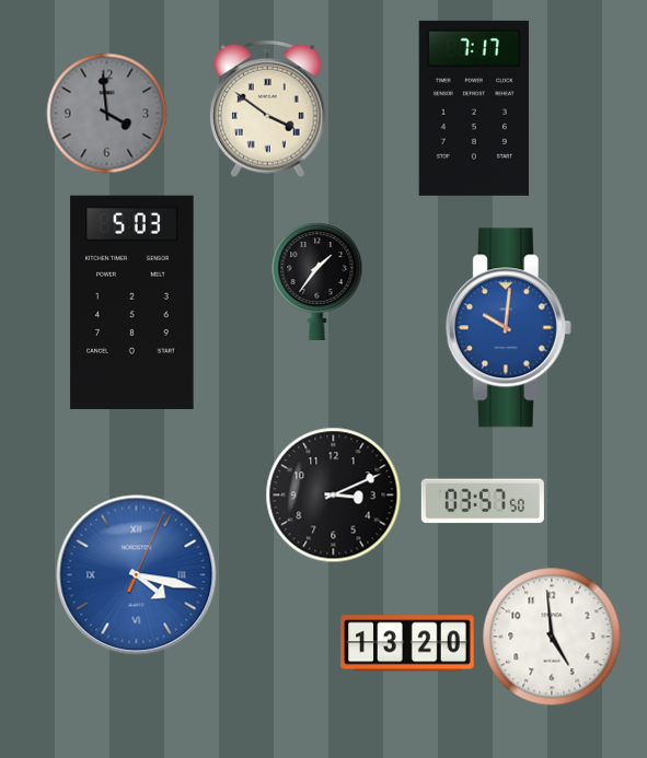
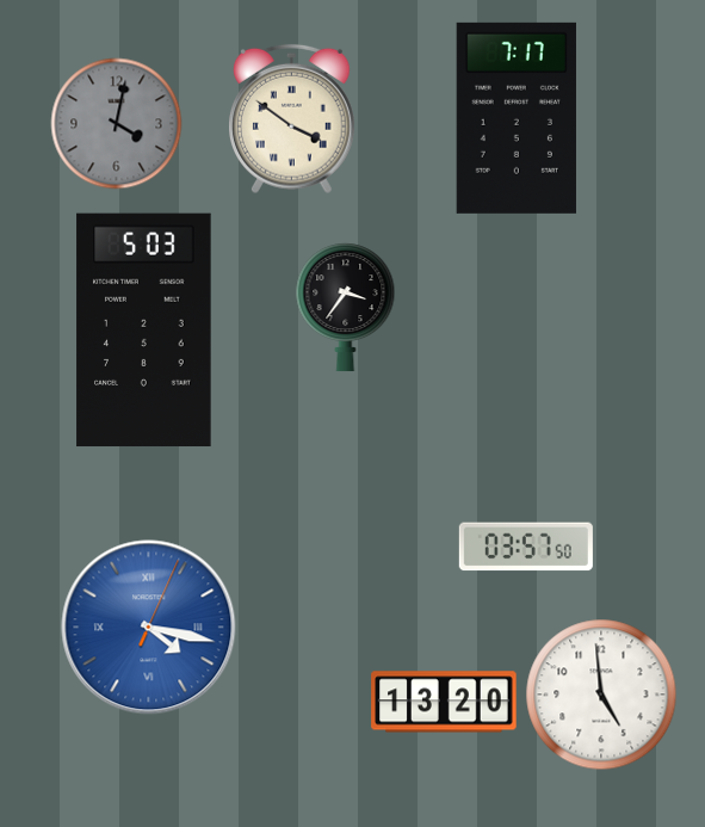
clock at (107, 114): 3:59 -> 4:02
clock at (317, 282): 1:36 -> 3:36
clock at (508, 328): 10:01 -> none
clock at (334, 495): 3:11 -> none
